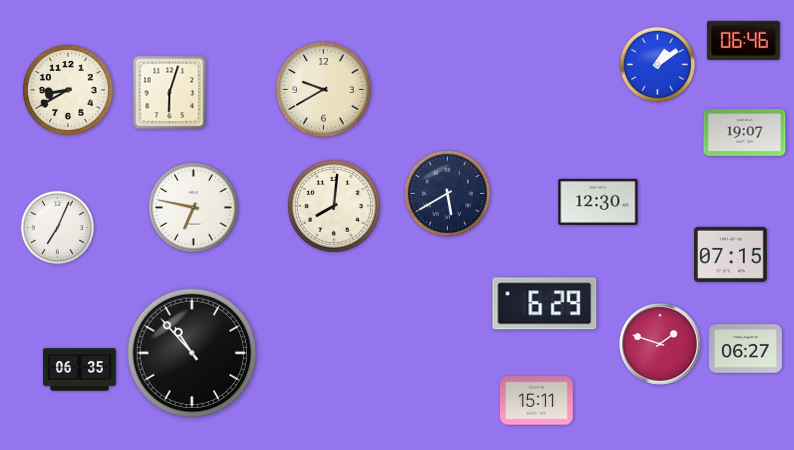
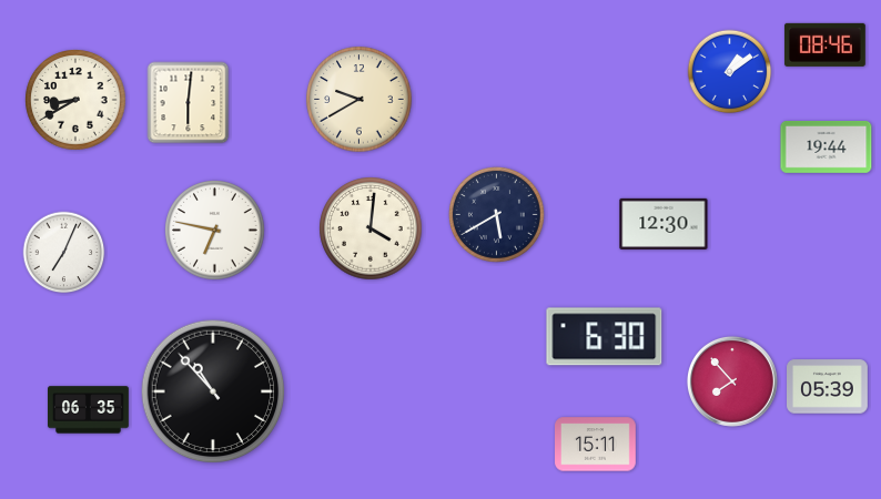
clock at (743, 40): 06:46 -> 08:46
clock at (170, 93): 6:03 -> 6:01
clock at (745, 133): 19:07 -> 19:44
clock at (334, 206): 8:01 -> 4:01
clock at (731, 254): 07:15 -> none
clock at (545, 304): 6:29 -> 6:30
clock at (660, 344): 1:48 -> 7:53
clock at (746, 349): 06:27 -> 05:39
